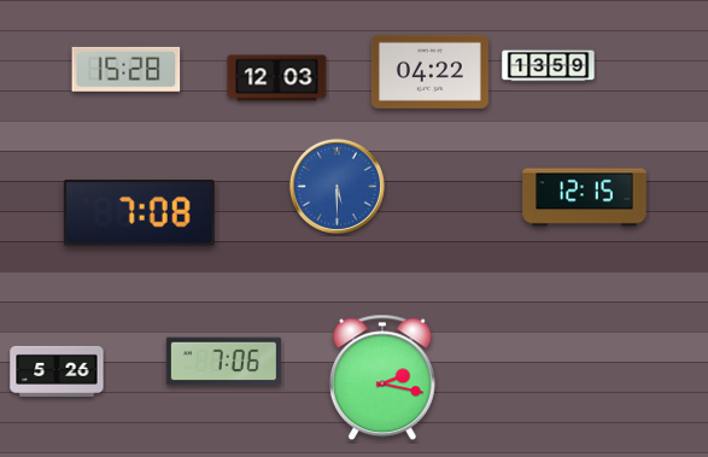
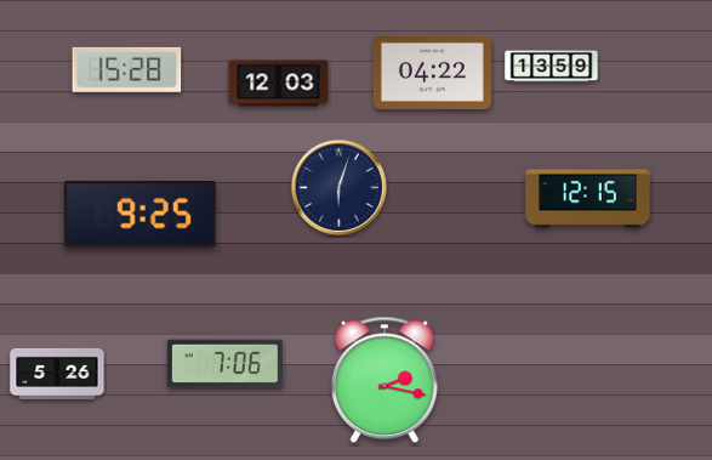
clock at (277, 78) position: (277, 78) -> (279, 84)
clock at (337, 186): 5:30 -> 6:03
clock at (337, 186) dial: blue -> navy
clock at (139, 213): 7:08 -> 9:25
